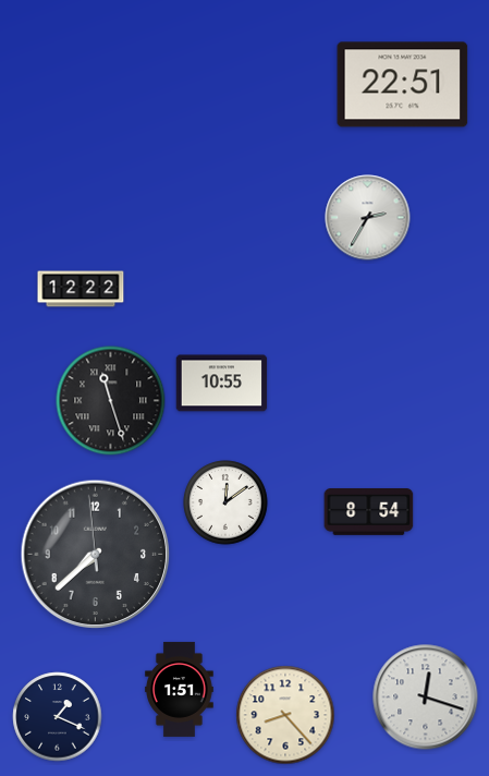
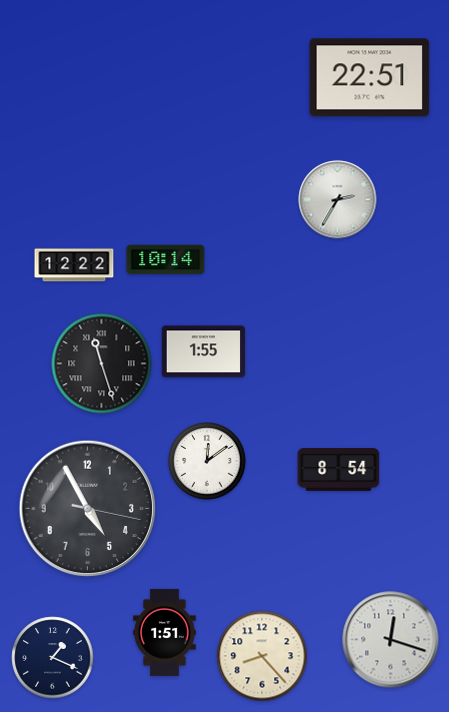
clock at (166, 260): none -> 10:14
clock at (222, 384): 10:55 -> 1:55
clock at (111, 401) position: (111, 401) -> (102, 364)
clock at (96, 555): 7:37 -> 4:55
